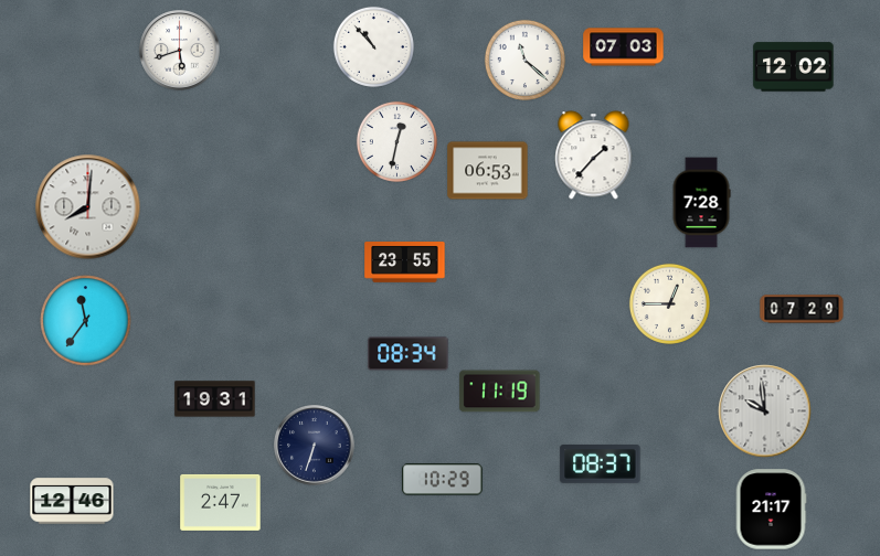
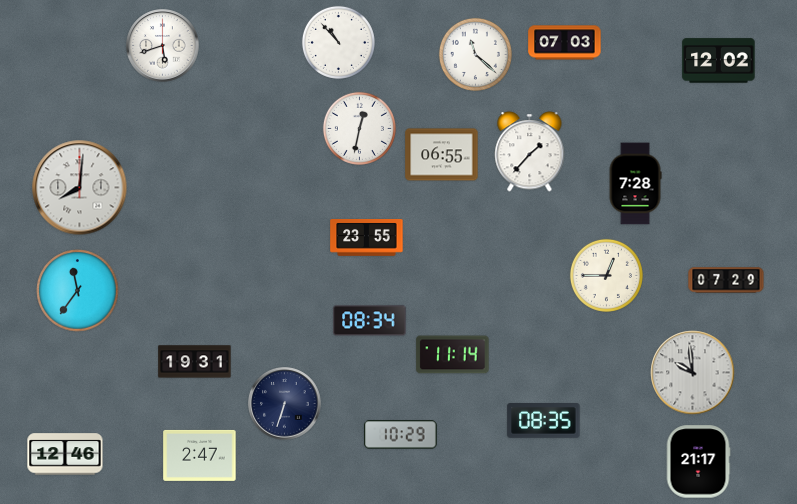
clock at (594, 156) position: (594, 156) -> (530, 152)
clock at (488, 171): 06:53 -> 06:55
clock at (500, 392): 11:19 -> 11:14
clock at (601, 464): 08:37 -> 08:35
